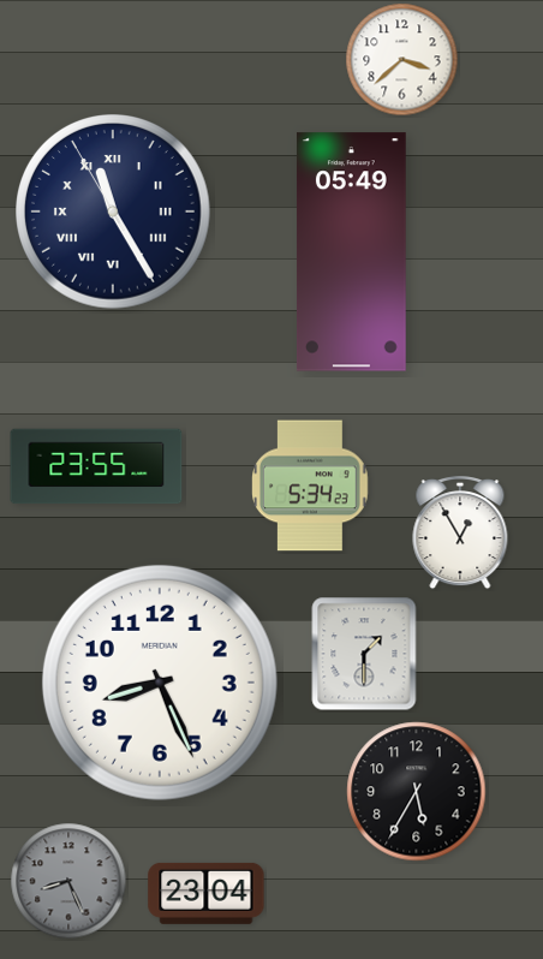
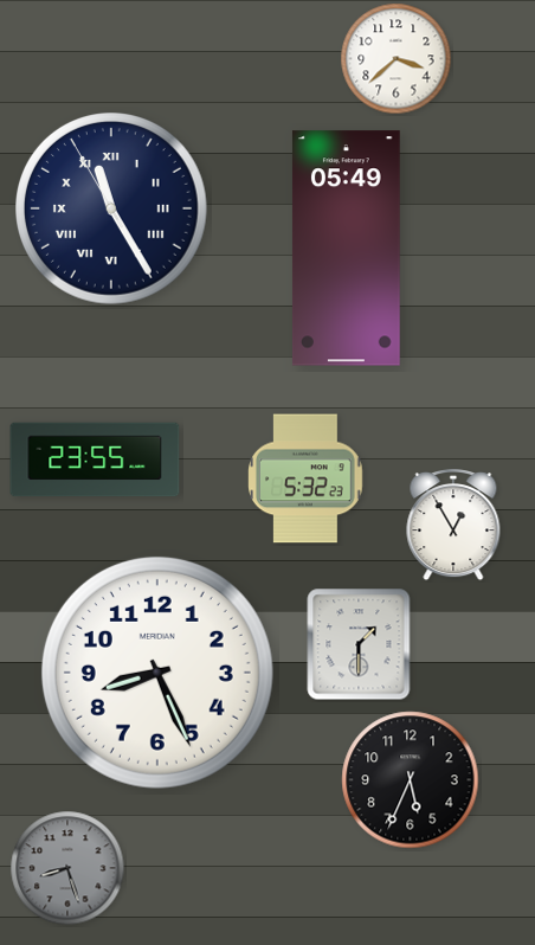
clock at (311, 486): 5:34 -> 5:32
clock at (417, 792): 5:35 -> 5:34
clock at (68, 881): 8:26 -> 8:27
clock at (207, 893): 23:04 -> none
